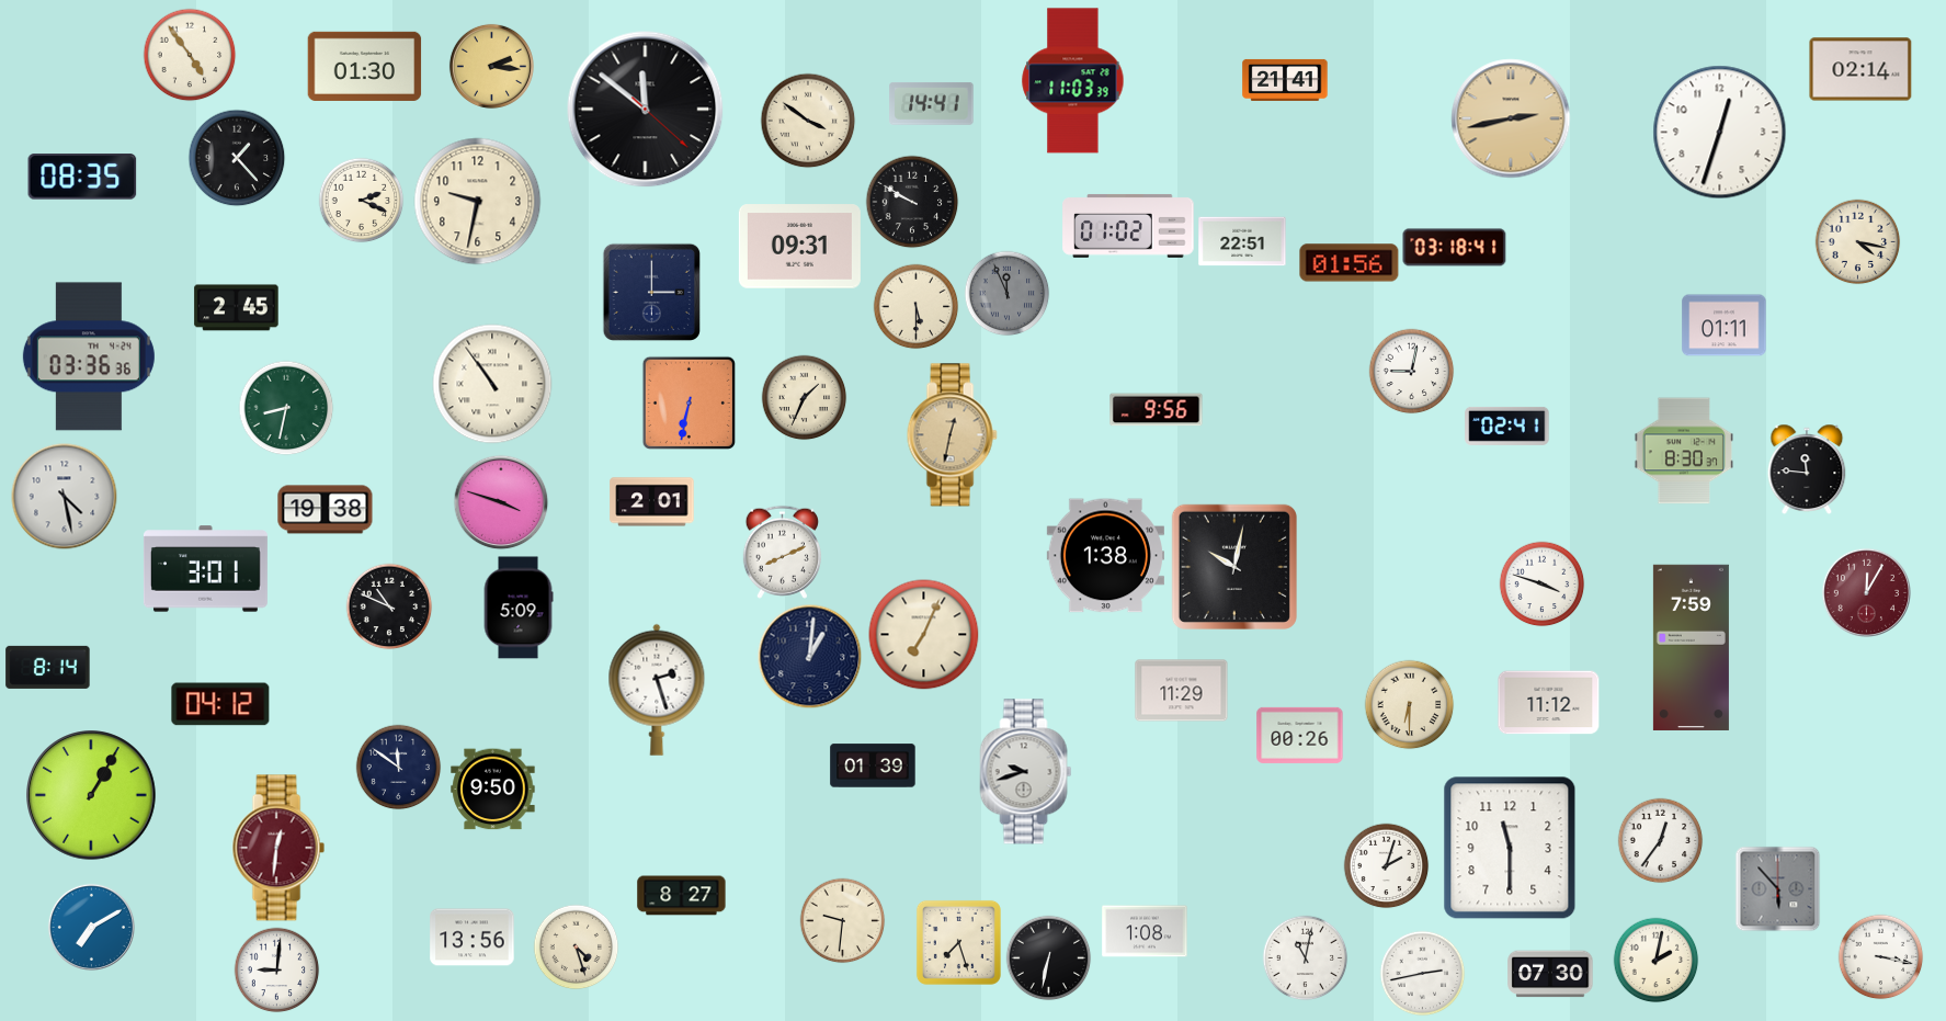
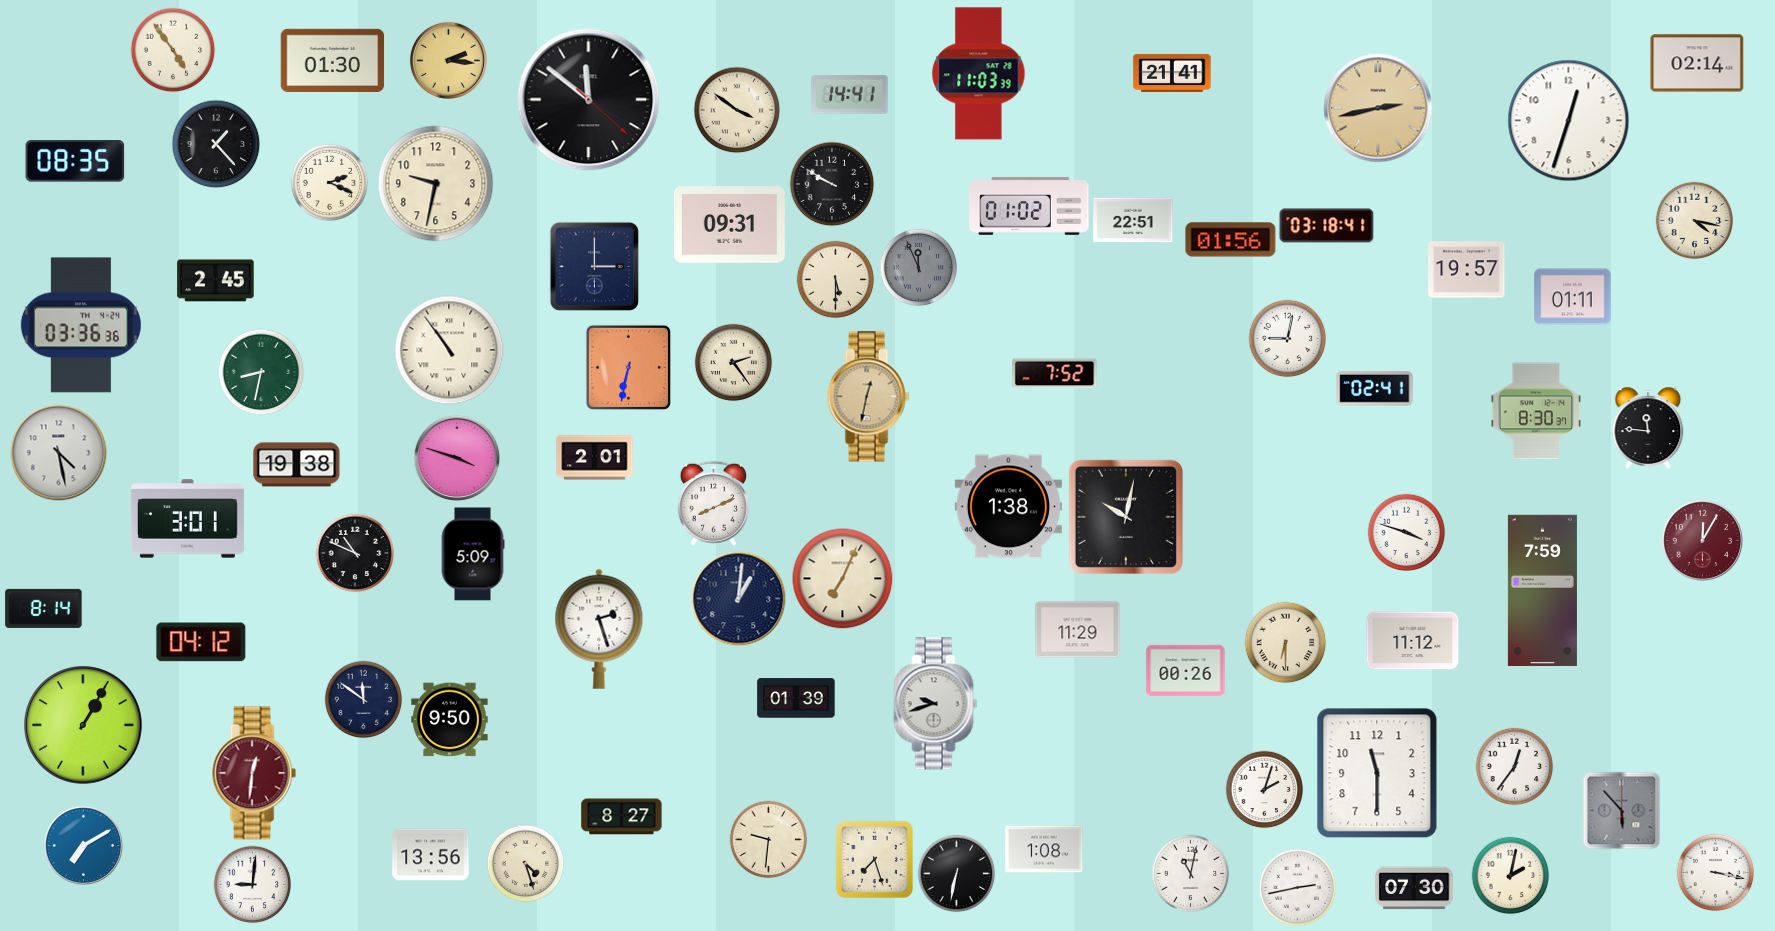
clock at (1467, 270): none -> 19:57
clock at (804, 397): 1:34 -> 2:24
clock at (1157, 410): 9:56 -> 7:52
